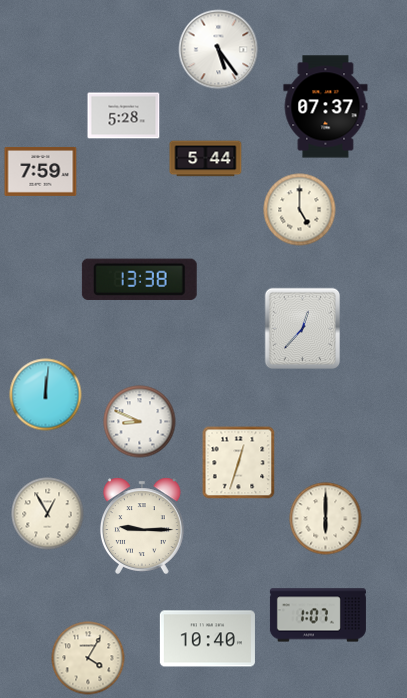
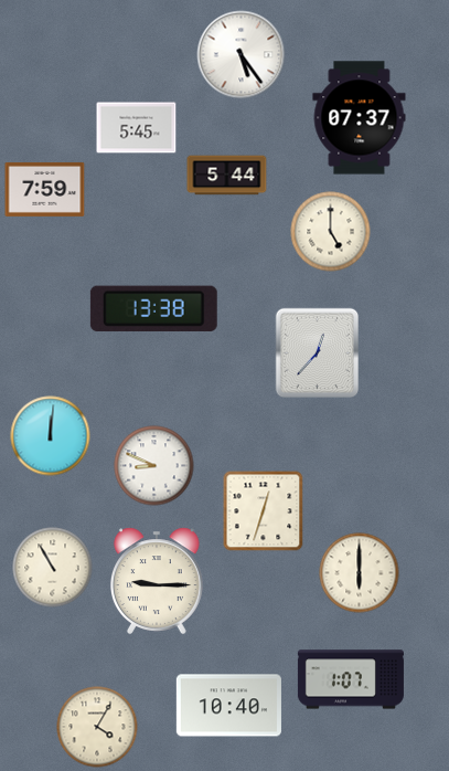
clock at (124, 116): 5:28 -> 5:45
clock at (303, 329) position: (303, 329) -> (318, 353)
clock at (48, 514): 12:55 -> 10:55
